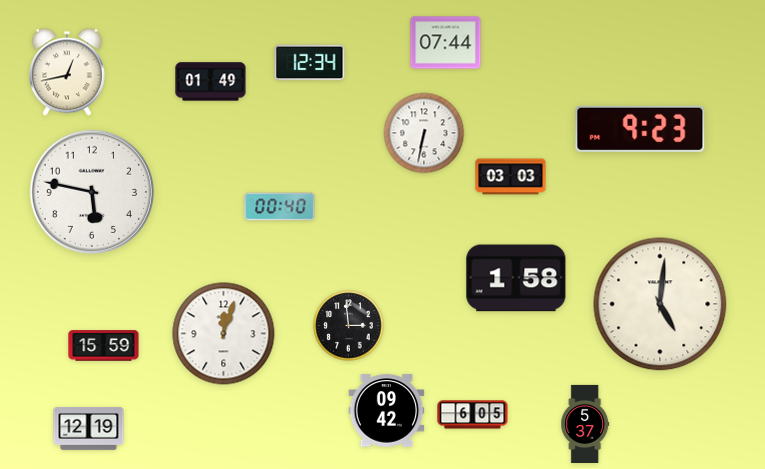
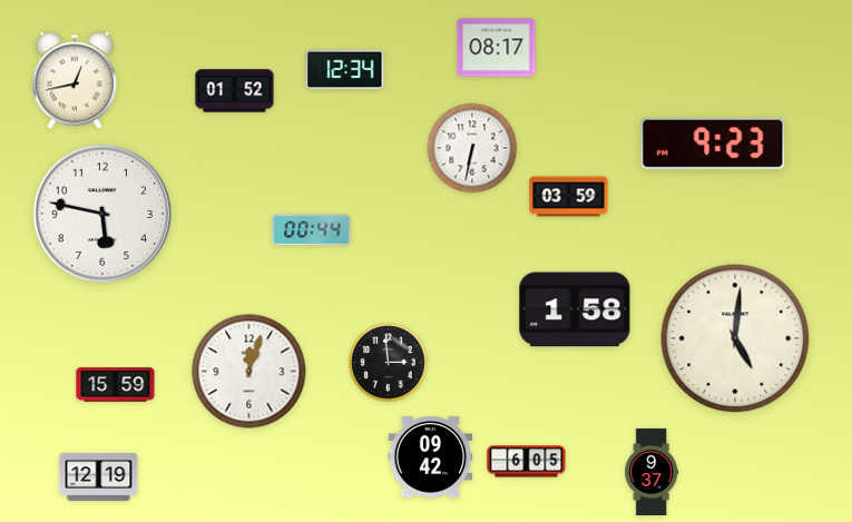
clock at (446, 43): 07:44 -> 08:17
clock at (211, 82): 01:49 -> 01:52
clock at (511, 177): 03:03 -> 03:59
clock at (280, 207): 00:40 -> 00:44
clock at (585, 423): 5:37 -> 9:37
